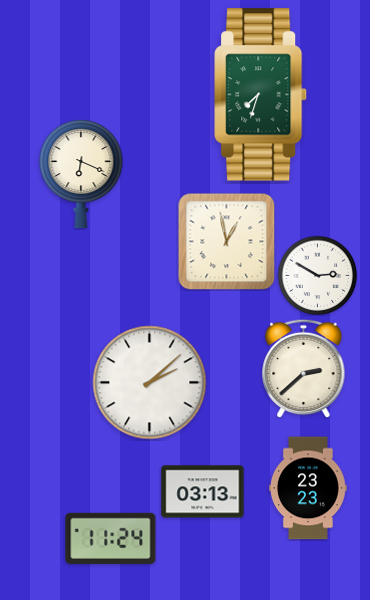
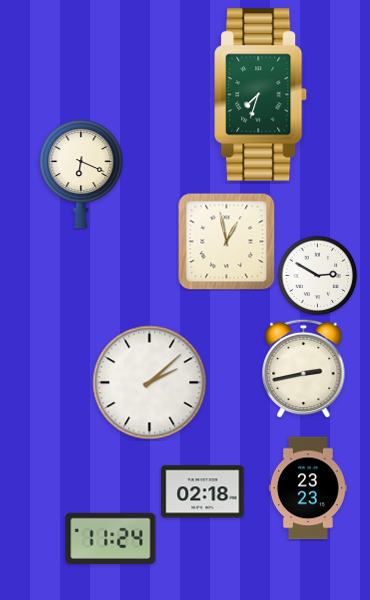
clock at (304, 368): 2:38 -> 2:43
clock at (203, 492): 03:13 -> 02:18
